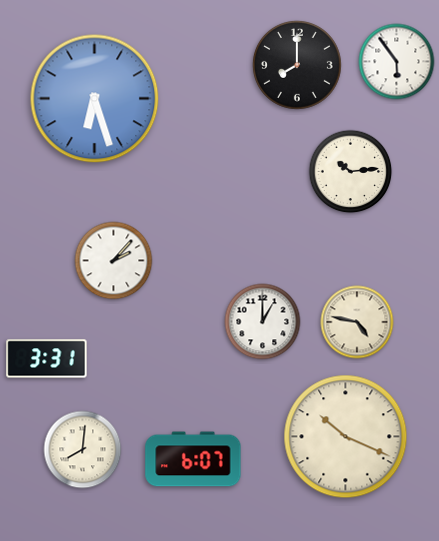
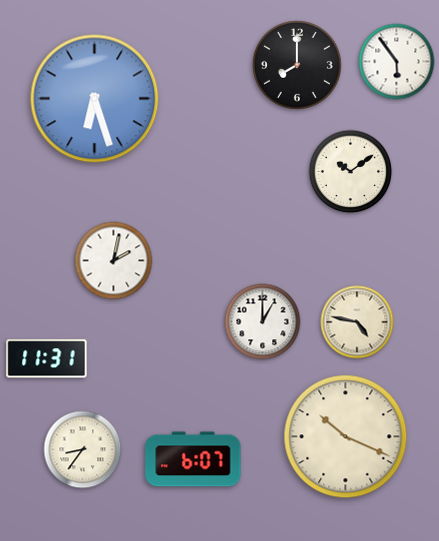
clock at (351, 172): 10:14 -> 10:09
clock at (114, 261): 2:07 -> 2:02
clock at (47, 359): 3:31 -> 11:31
clock at (83, 450): 8:01 -> 8:36
